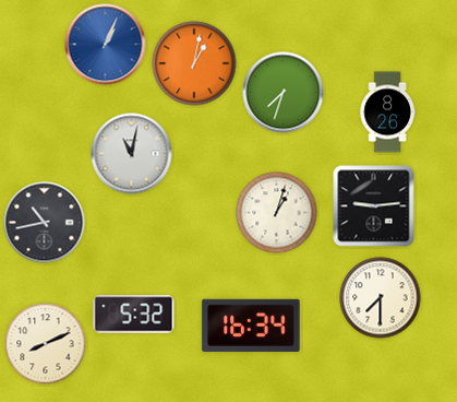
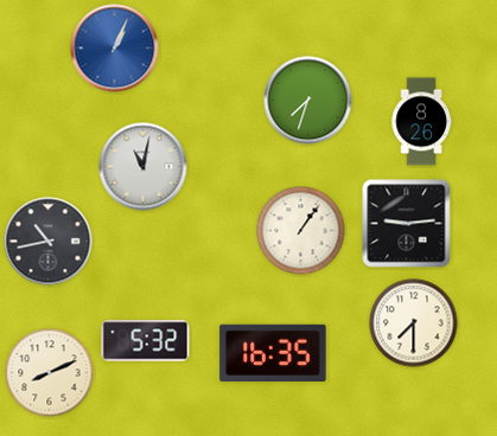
clock at (194, 63): 1:02 -> none
clock at (277, 213): 1:03 -> 1:06
clock at (251, 326): 16:34 -> 16:35
